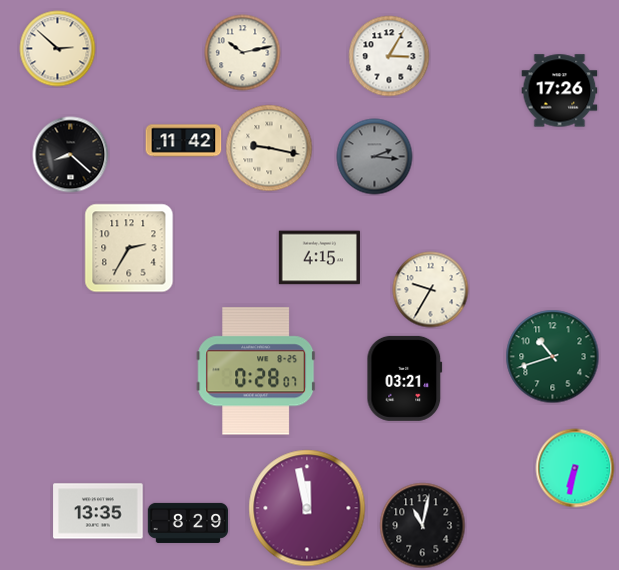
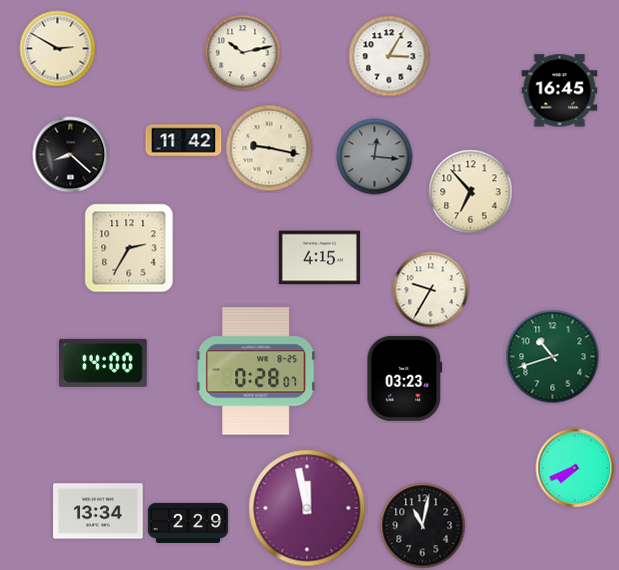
clock at (58, 49): 2:52 -> 2:50
clock at (560, 91): 17:26 -> 16:45
clock at (375, 157): 2:16 -> 12:16
clock at (471, 192): none -> 6:53
clock at (103, 363): none -> 14:00
clock at (405, 378): 03:21 -> 03:23
clock at (575, 468): 6:32 -> 7:41
clock at (98, 511): 13:35 -> 13:34
clock at (188, 523): 8:29 -> 2:29
